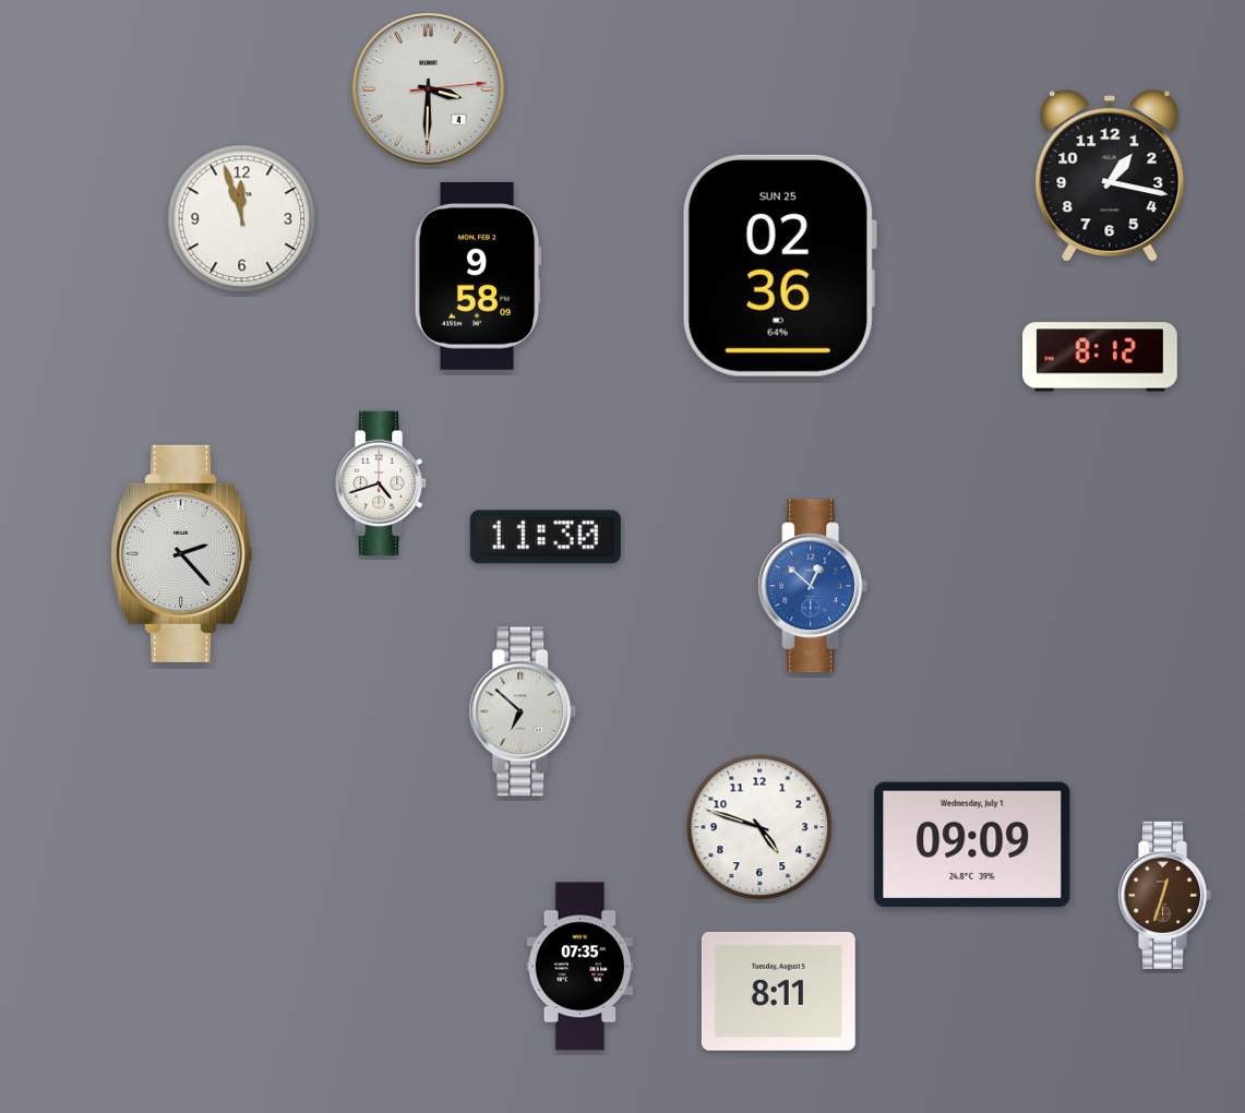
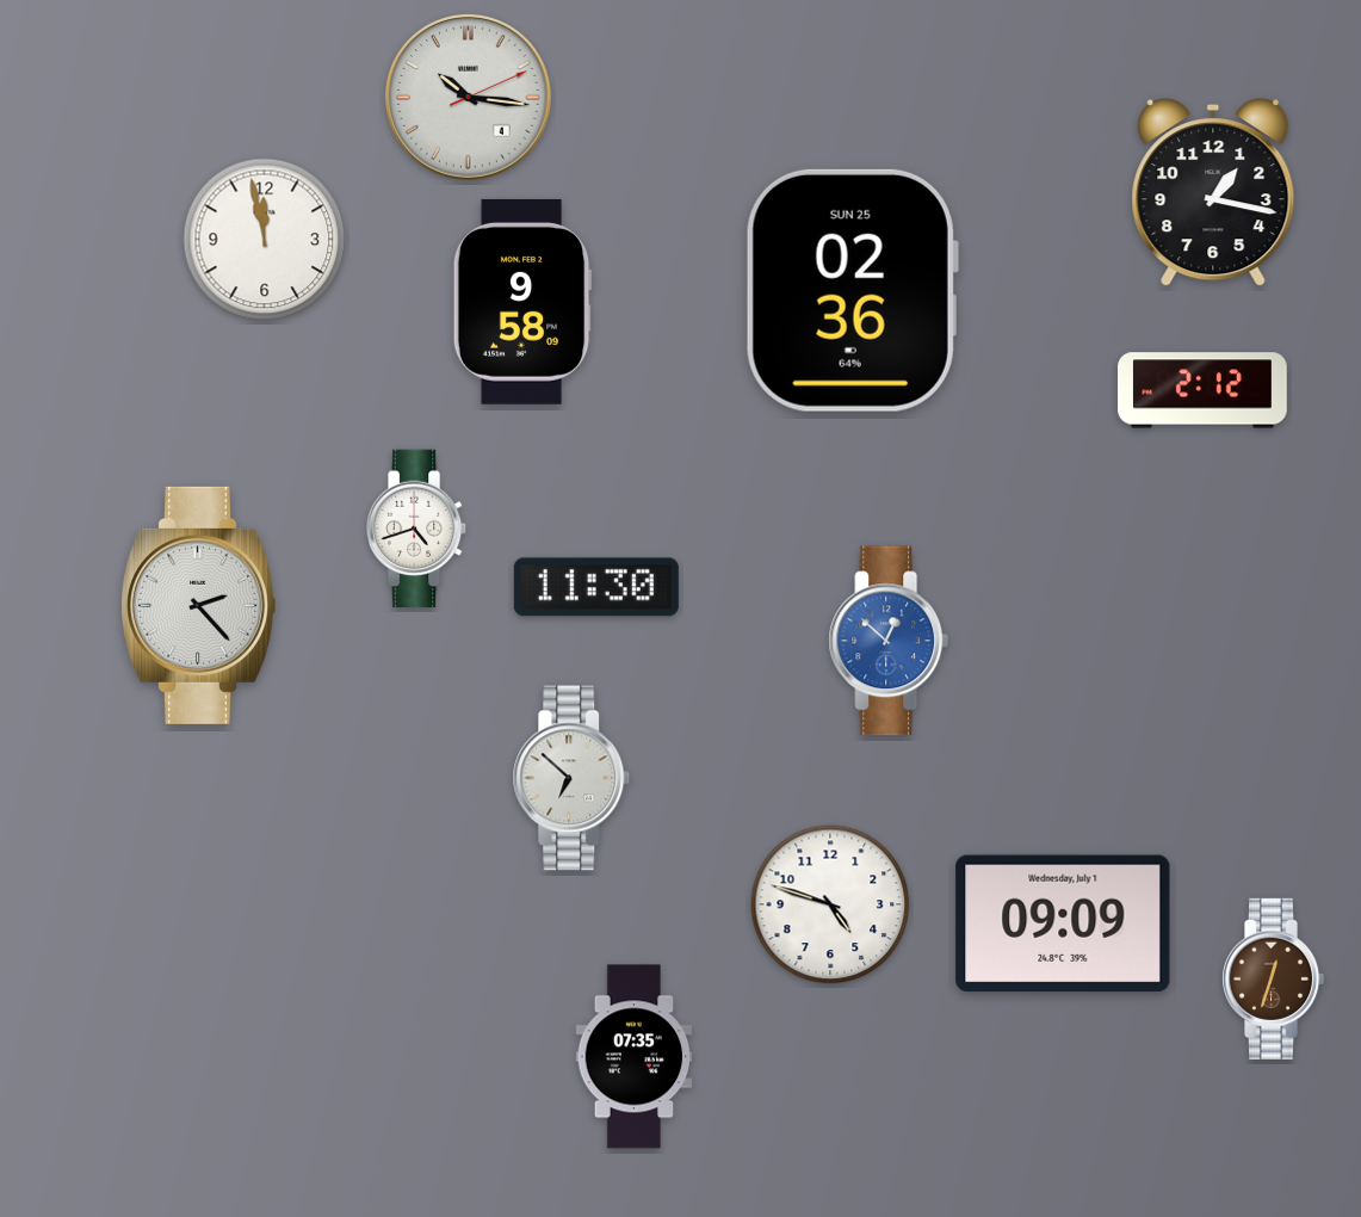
clock at (429, 89): 3:30 -> 10:16
clock at (242, 219): 11:57 -> 11:58
clock at (1100, 357): 8:12 -> 2:12
clock at (778, 992): 8:11 -> none
